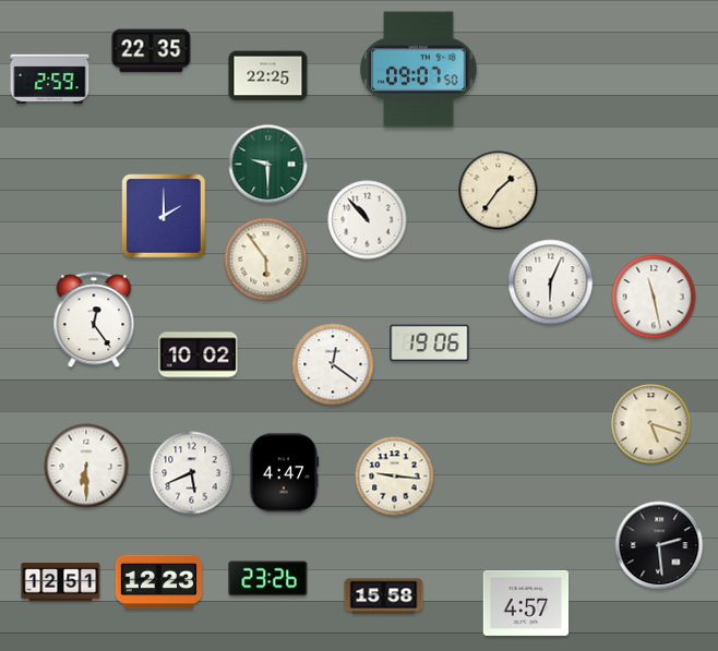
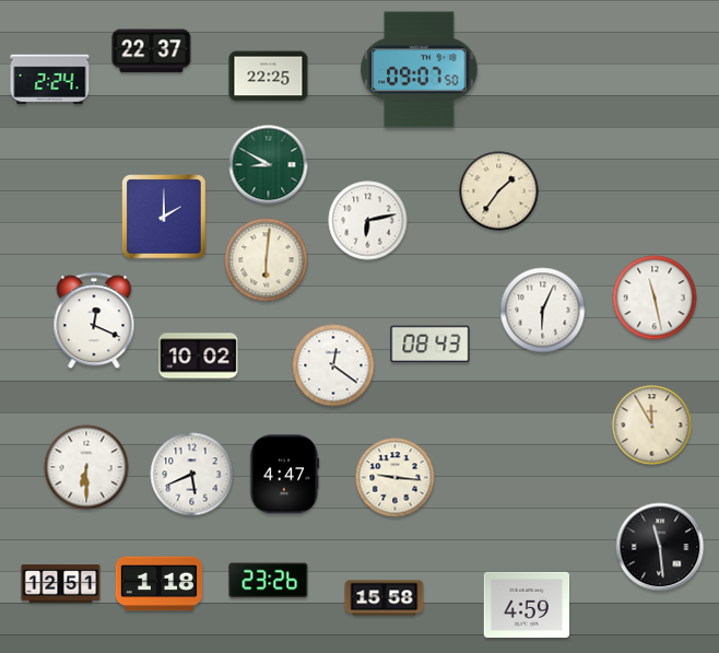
clock at (152, 51): 22:35 -> 22:37
clock at (50, 80): 2:59 -> 2:24
clock at (268, 165): 9:30 -> 8:50
clock at (368, 220): 10:53 -> 6:13
clock at (266, 260): 5:54 -> 6:01
clock at (551, 282) position: (551, 282) -> (543, 311)
clock at (94, 321): 12:24 -> 12:19
clock at (430, 343): 19:06 -> 08:43
clock at (651, 424): 5:18 -> 11:55
clock at (659, 545): 2:29 -> 11:29
clock at (158, 582): 12:23 -> 1:18
clock at (526, 603): 4:57 -> 4:59
